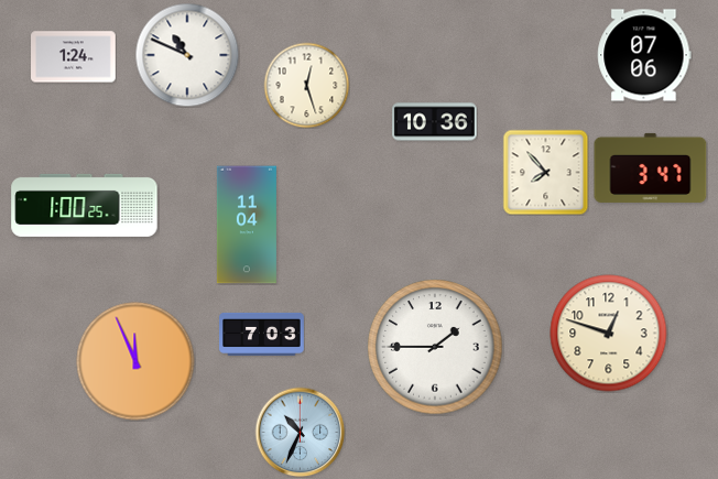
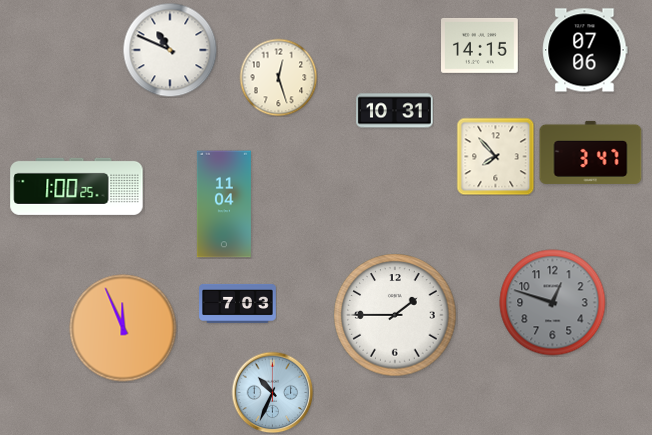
clock at (480, 45): none -> 14:15
clock at (74, 57): 1:24 -> none
clock at (435, 122): 10:36 -> 10:31
clock at (609, 334) dial: cream -> grey
